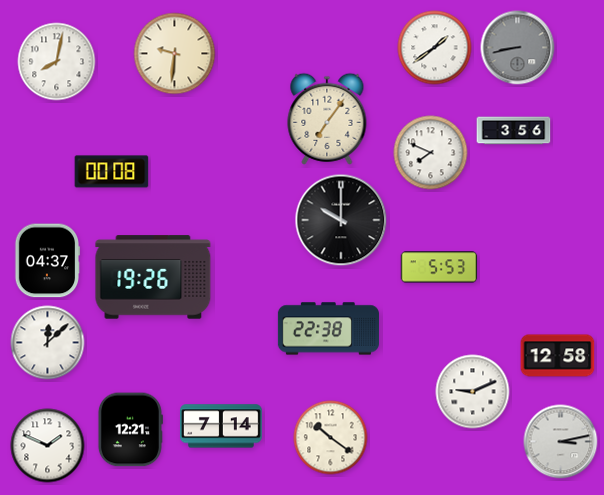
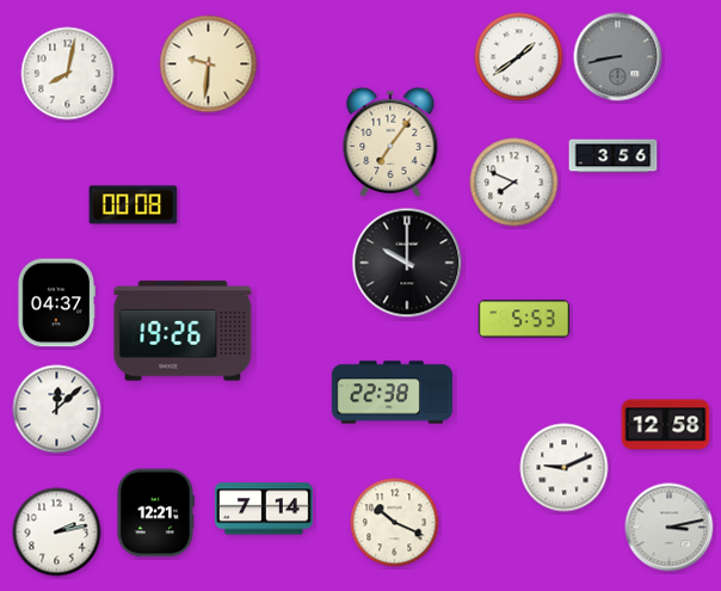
clock at (46, 261) position: (46, 261) -> (55, 303)
clock at (331, 438): 10:21 -> 10:19
clock at (48, 446): 1:49 -> 2:13
